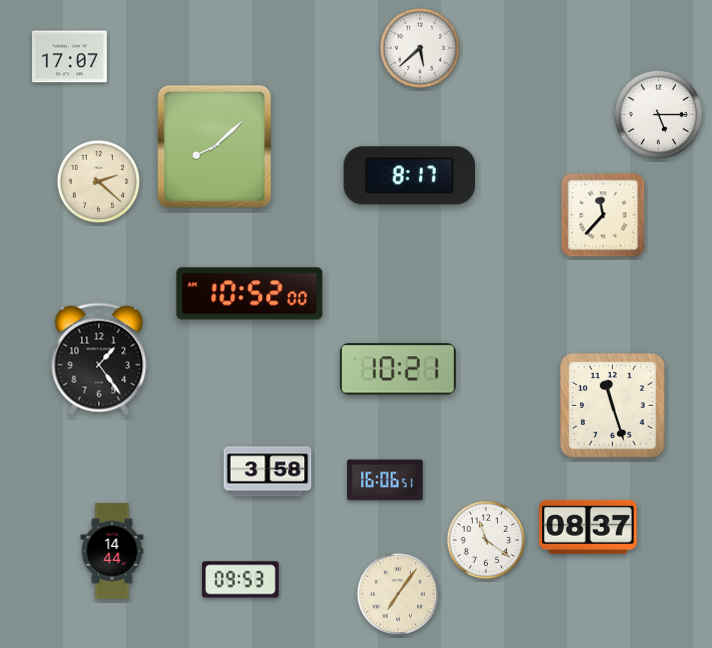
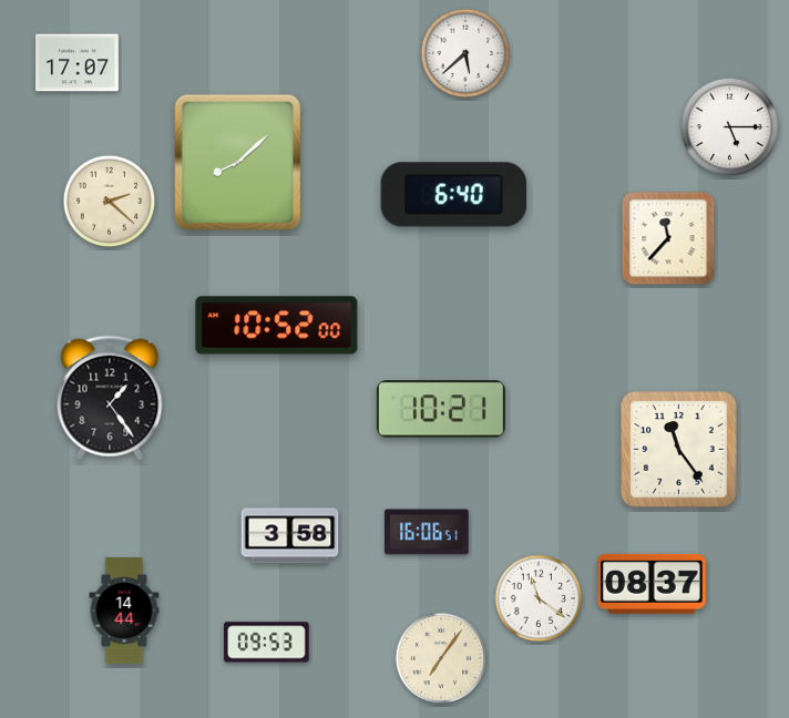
clock at (410, 176): 8:17 -> 6:40
clock at (613, 406): 11:27 -> 11:24
clock at (268, 472) position: (268, 472) -> (290, 536)
